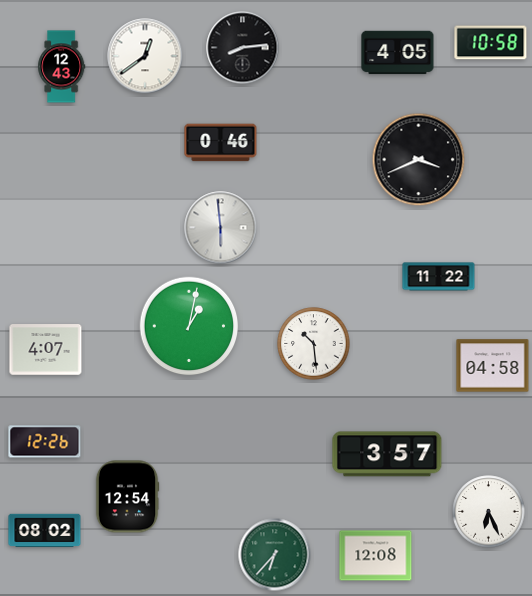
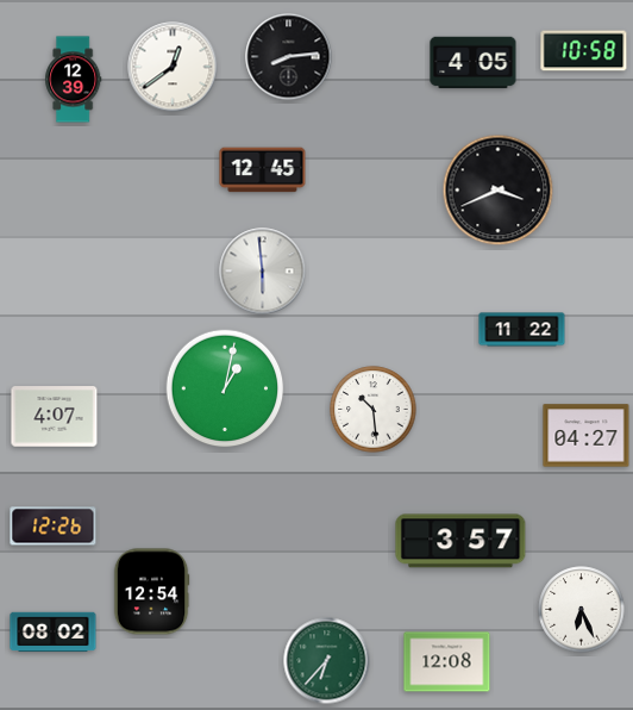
clock at (62, 67): 12:43 -> 12:39
clock at (221, 143): 0:46 -> 12:45
clock at (493, 366): 04:58 -> 04:27
